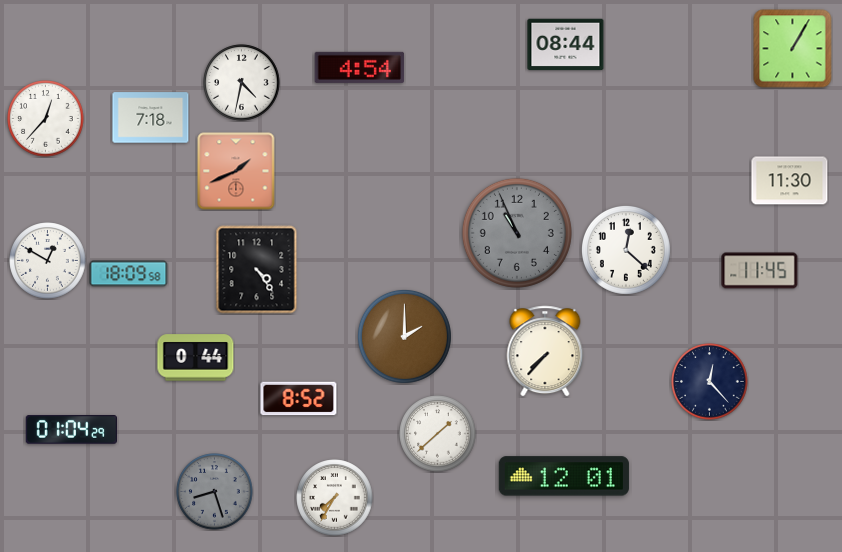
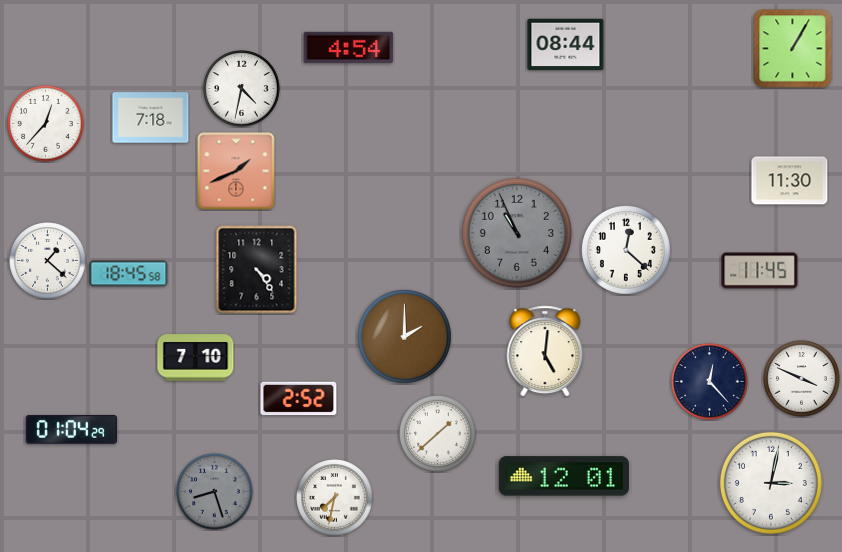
clock at (360, 67) position: (360, 67) -> (349, 47)
clock at (242, 83) position: (242, 83) -> (242, 89)
clock at (46, 119) position: (46, 119) -> (46, 124)
clock at (48, 261): 12:50 -> 1:22
clock at (129, 274): 18:09 -> 18:45
clock at (545, 351): 7:37 -> 5:01
clock at (196, 358): 0:44 -> 7:10
clock at (802, 379): none -> 3:49
clock at (299, 399): 8:52 -> 2:52
clock at (771, 483): none -> 3:02
clock at (335, 498): 7:35 -> 7:32
